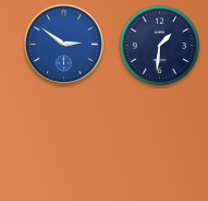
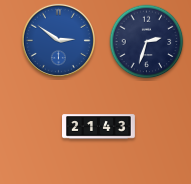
clock at (160, 46): 1:31 -> 2:33
clock at (99, 127): none -> 21:43
